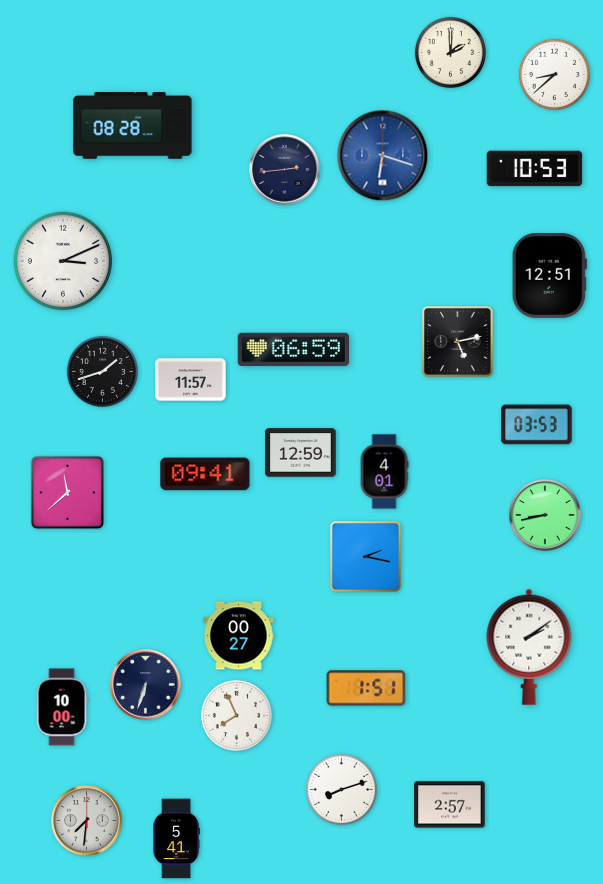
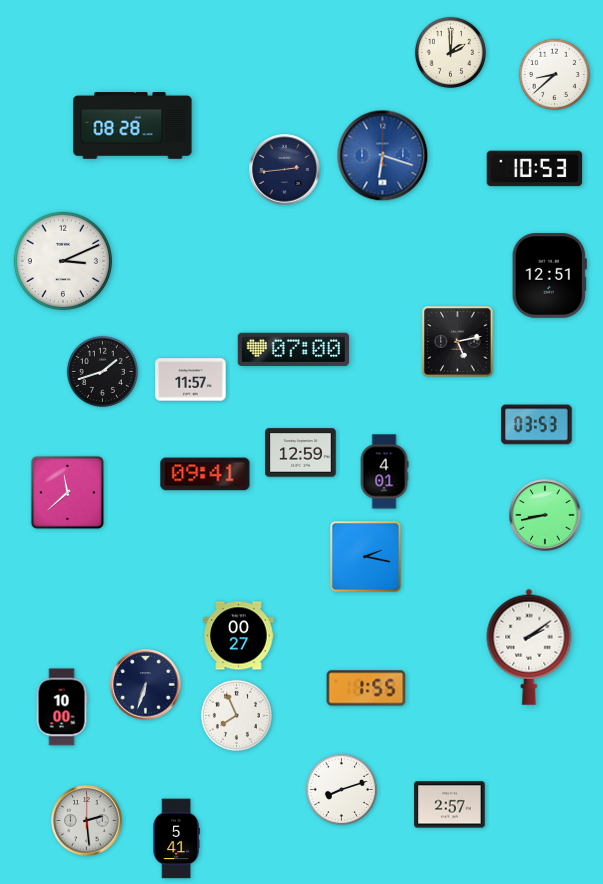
clock at (293, 349): 06:59 -> 07:00
clock at (366, 688): 1:51 -> 1:55
clock at (87, 821): 7:31 -> 2:29
